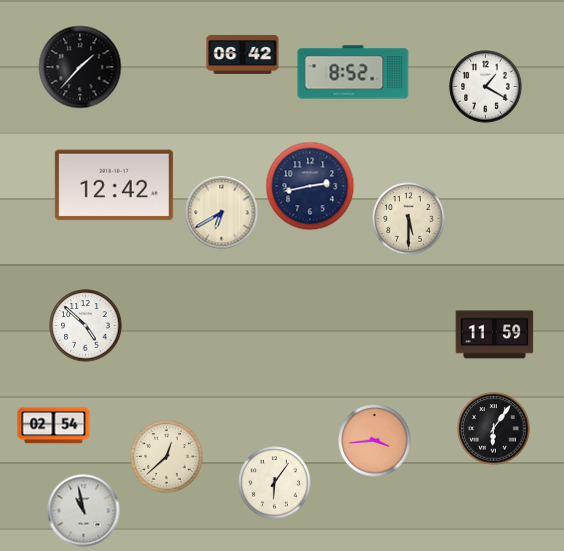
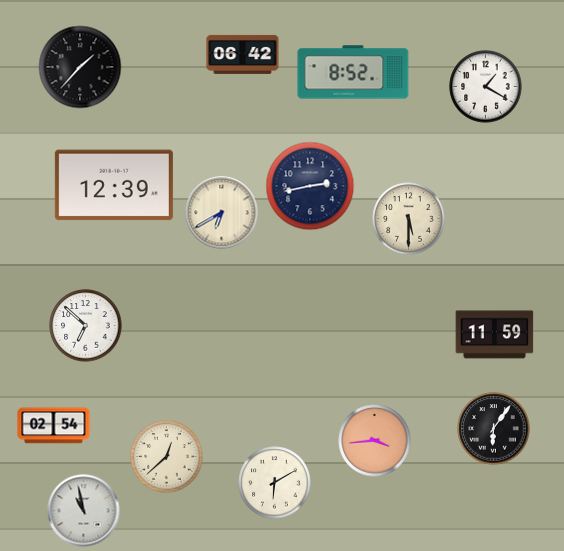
clock at (114, 185): 12:42 -> 12:39
clock at (86, 326): 4:52 -> 6:52
clock at (275, 483): 6:06 -> 6:10
